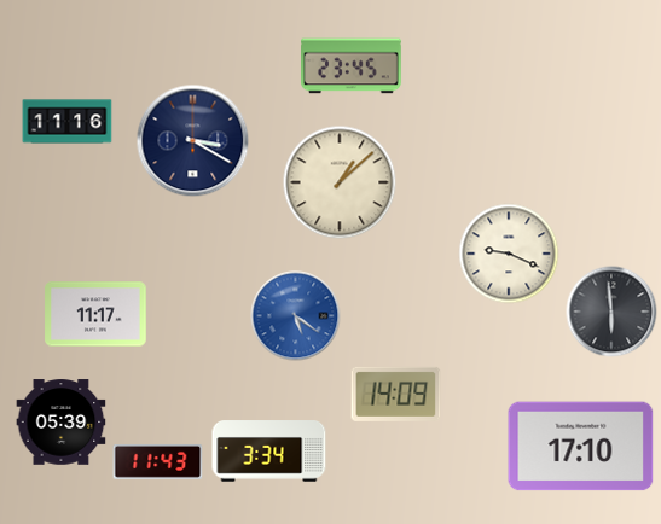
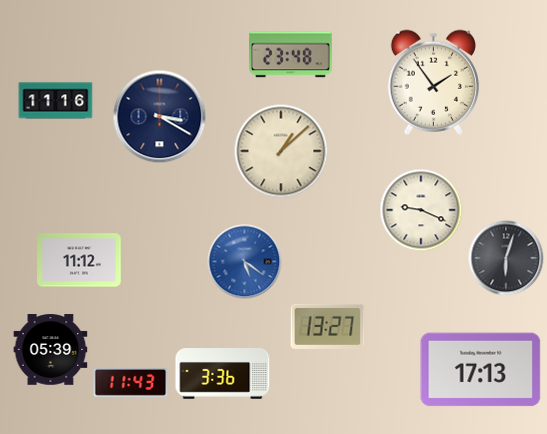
clock at (352, 66): 23:45 -> 23:48
clock at (433, 82): none -> 1:54
clock at (611, 312): 5:59 -> 6:03
clock at (95, 314): 11:17 -> 11:12
clock at (396, 394): 14:09 -> 13:27
clock at (581, 447): 17:10 -> 17:13
clock at (269, 452): 3:34 -> 3:36
